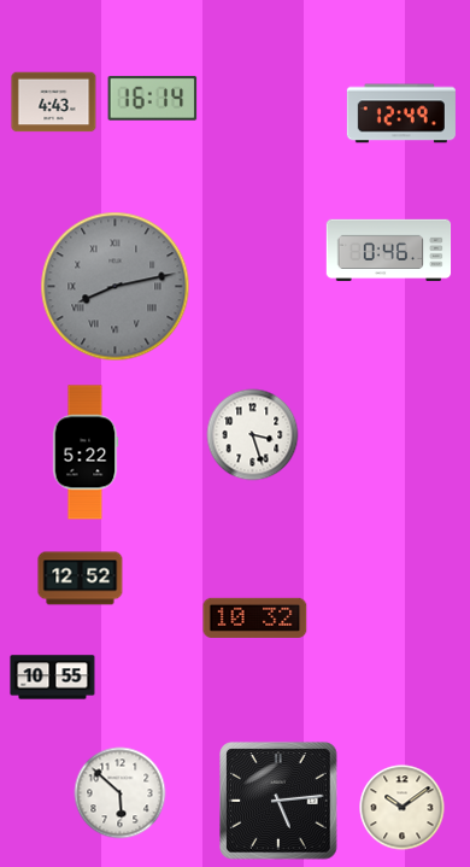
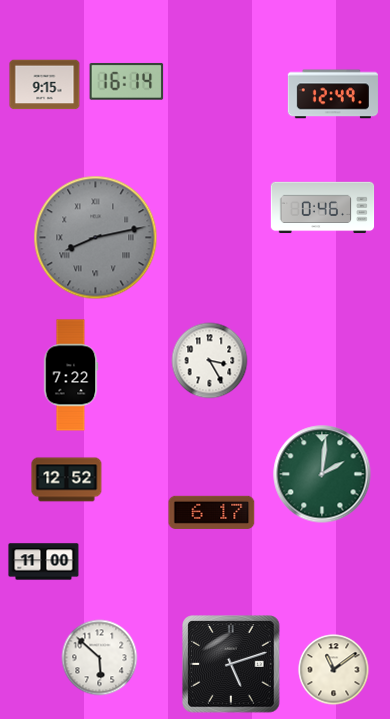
clock at (54, 102): 4:43 -> 9:15
clock at (253, 435): 3:27 -> 3:25
clock at (86, 452): 5:22 -> 7:22
clock at (322, 474): none -> 2:01
clock at (255, 617): 10:32 -> 6:17
clock at (53, 678): 10:55 -> 11:00
clock at (278, 801): 5:14 -> 5:12
clock at (403, 808): 10:09 -> 11:09
